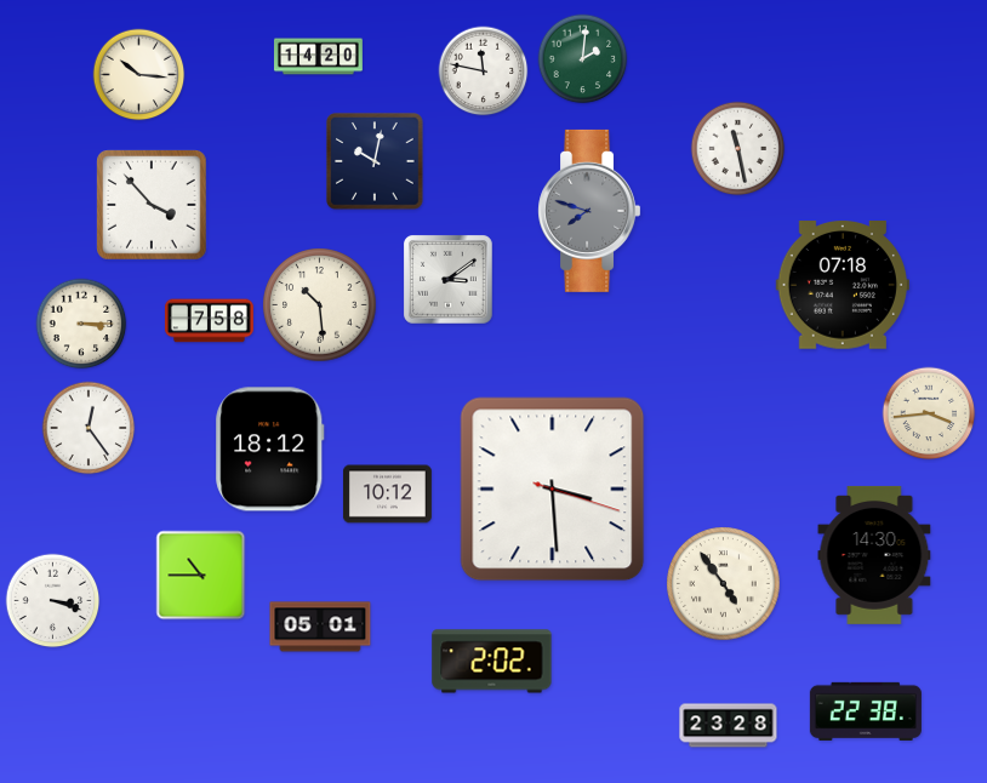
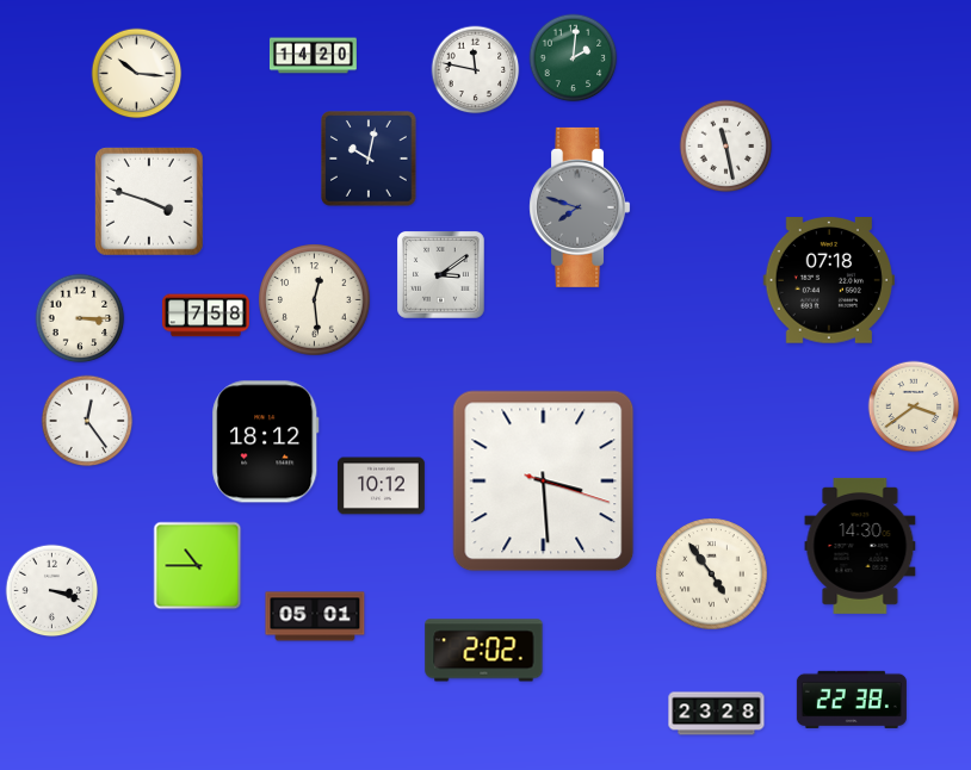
clock at (152, 205): 3:53 -> 3:48
clock at (320, 305): 10:29 -> 12:29
clock at (929, 413): 3:44 -> 3:39
